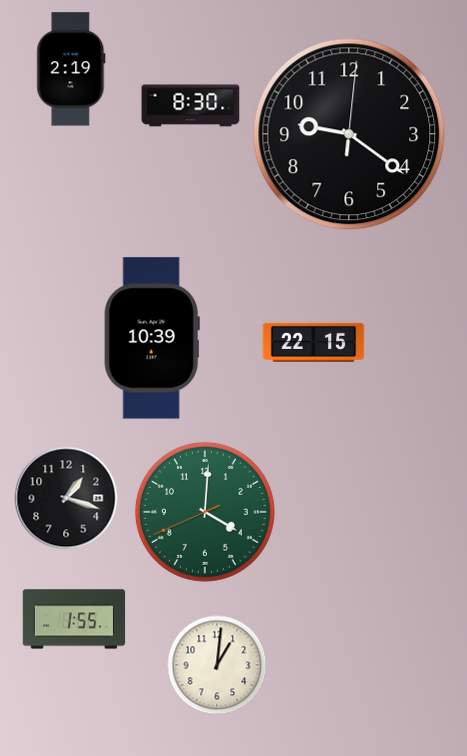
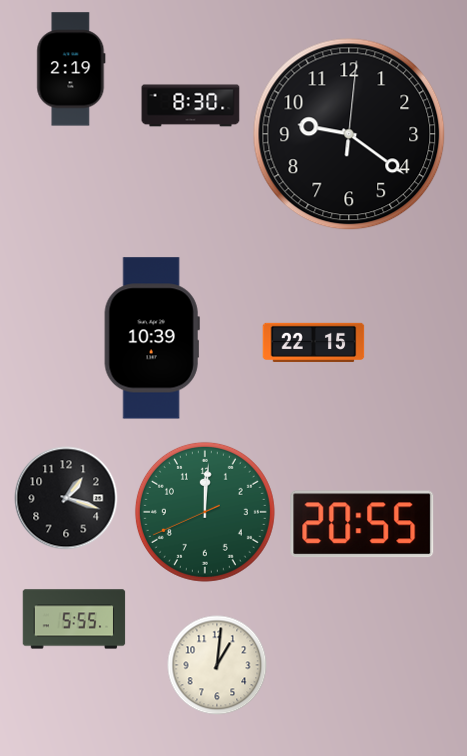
clock at (205, 512): 4:00 -> 12:00
clock at (362, 524): none -> 20:55
clock at (74, 619): 1:55 -> 5:55
